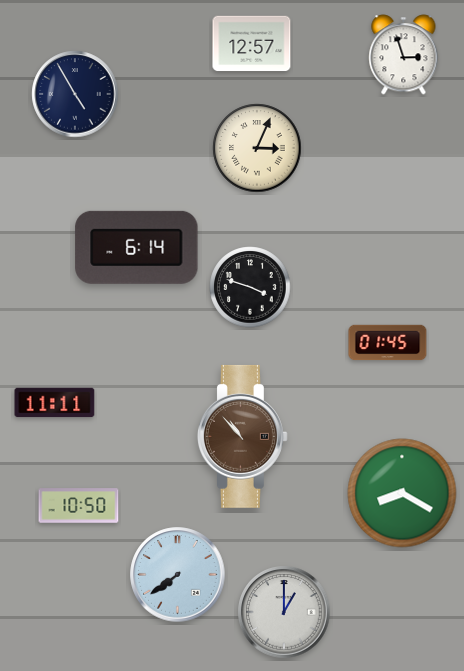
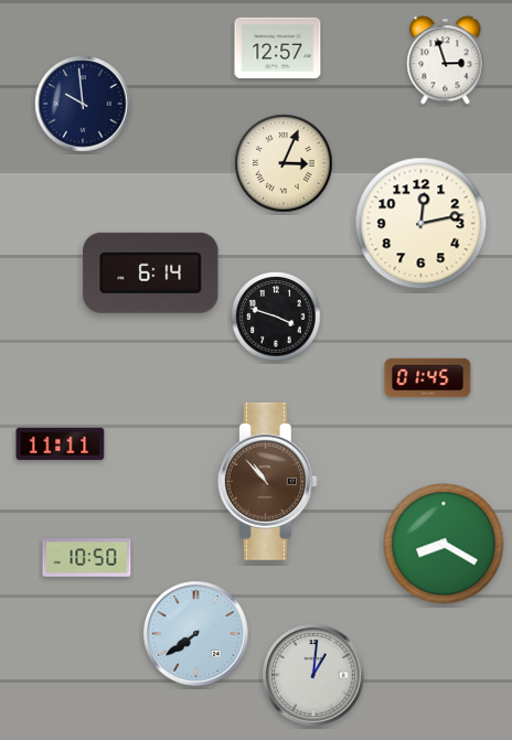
clock at (75, 94): 4:55 -> 9:59
clock at (422, 224): none -> 12:13
clock at (284, 612): 1:00 -> 1:01
